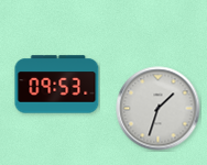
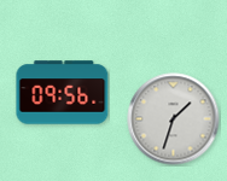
clock at (57, 85): 09:53 -> 09:56
